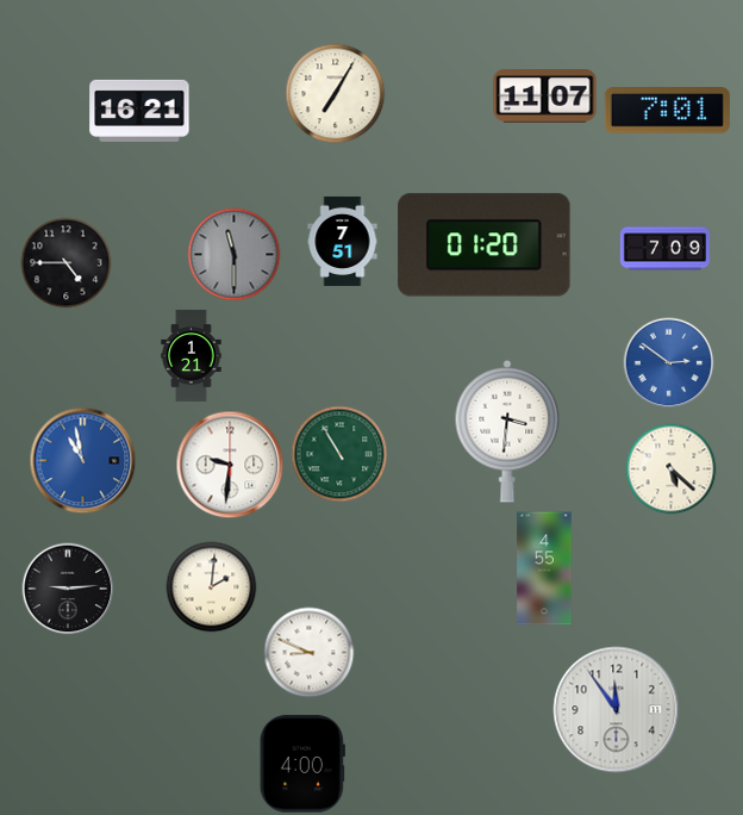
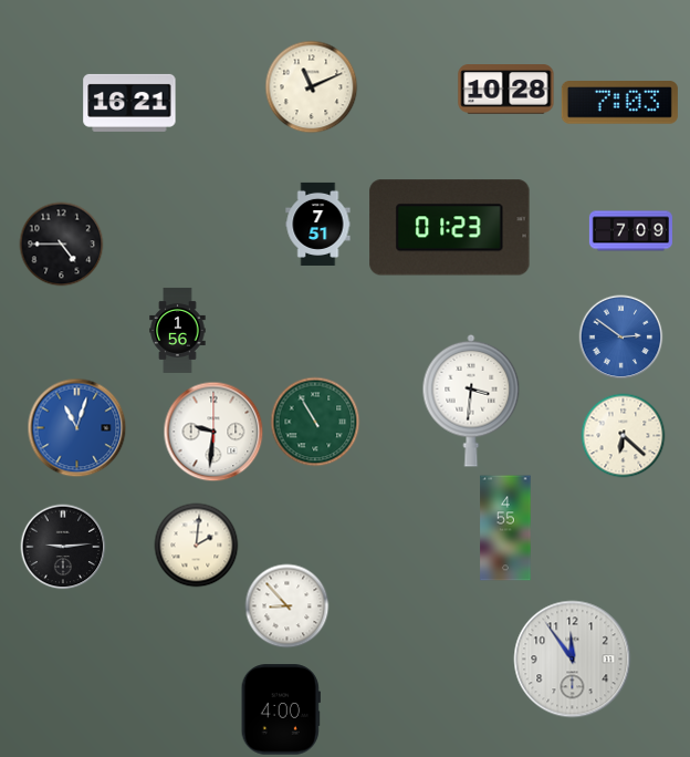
clock at (336, 94): 7:05 -> 11:11
clock at (545, 97): 11:07 -> 10:28
clock at (667, 111): 7:01 -> 7:03
clock at (485, 245): 01:20 -> 01:23
clock at (664, 249) position: (664, 249) -> (630, 231)
clock at (235, 255): 11:30 -> none
clock at (192, 355): 1:21 -> 1:56
clock at (83, 461): 10:58 -> 11:03
clock at (672, 469): 5:22 -> 6:22
clock at (310, 653): 8:49 -> 8:53
